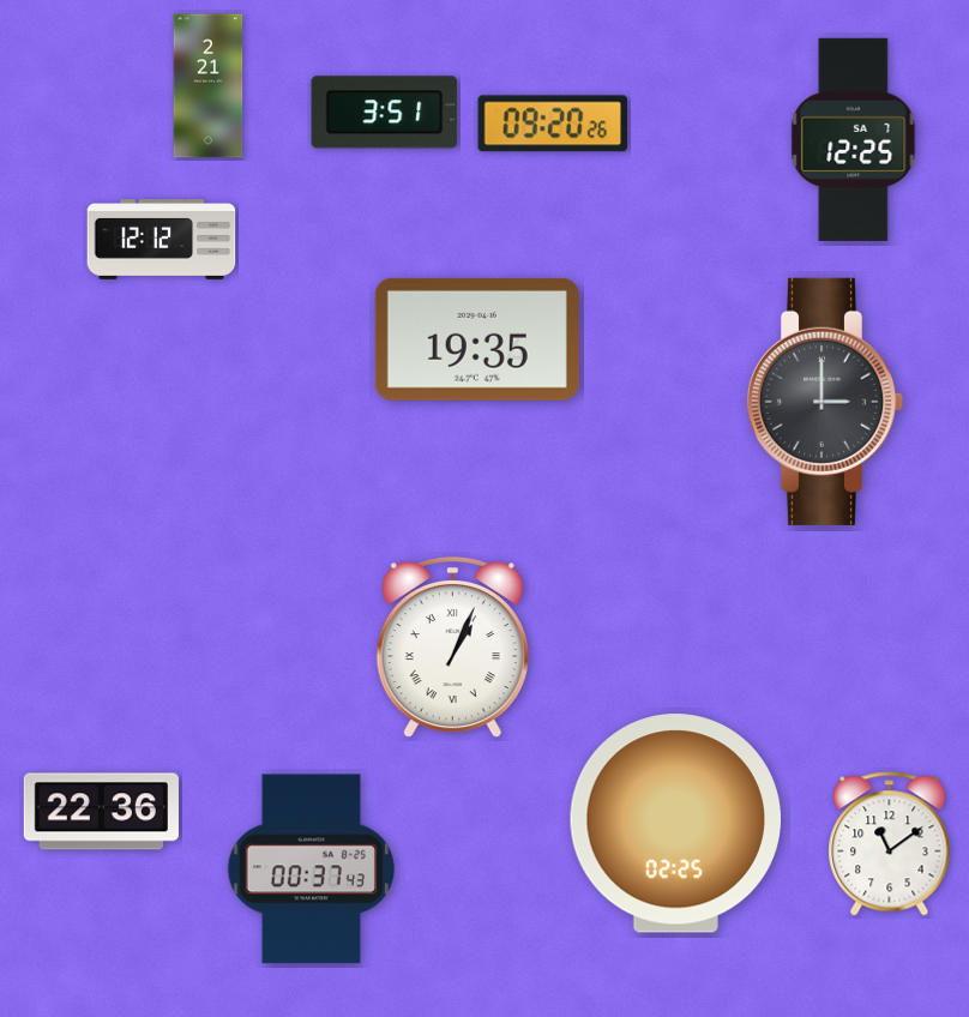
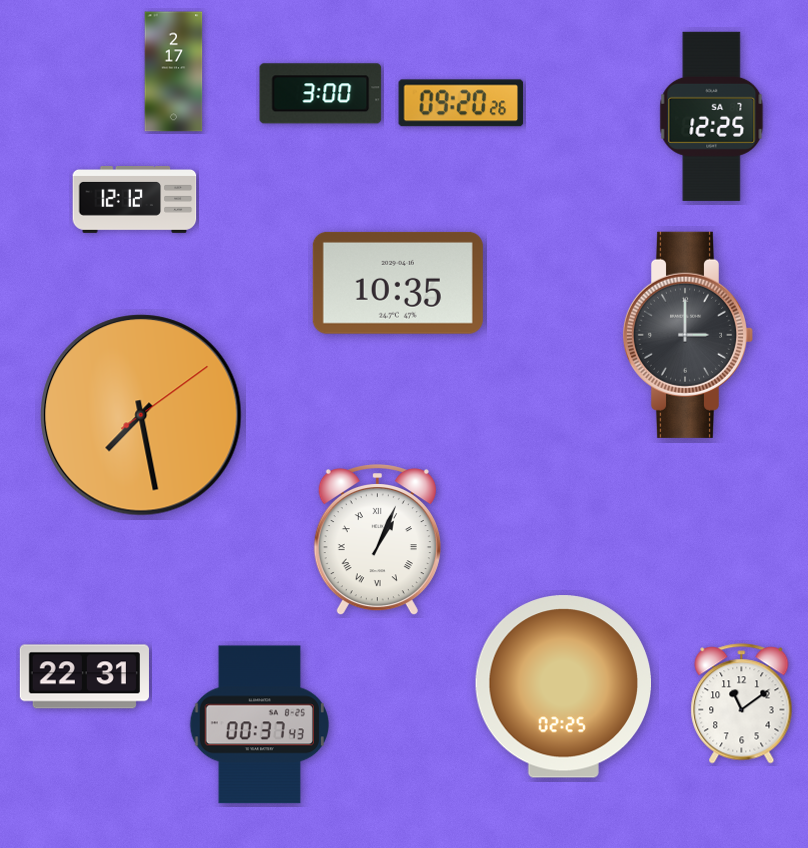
clock at (209, 86): 2:21 -> 2:17
clock at (385, 113): 3:51 -> 3:00
clock at (477, 339): 19:35 -> 10:35
clock at (141, 415): none -> 7:28
clock at (101, 812): 22:36 -> 22:31
